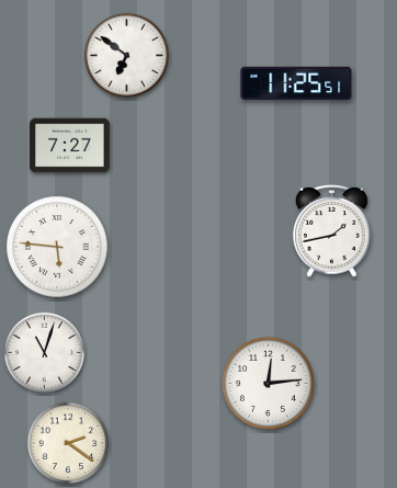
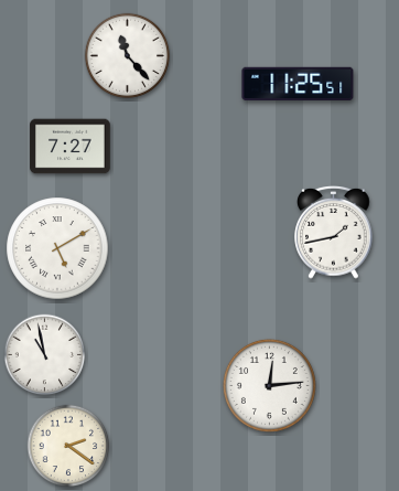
clock at (126, 55): 6:51 -> 11:23
clock at (57, 247): 5:46 -> 5:10
clock at (45, 353): 11:03 -> 10:58
